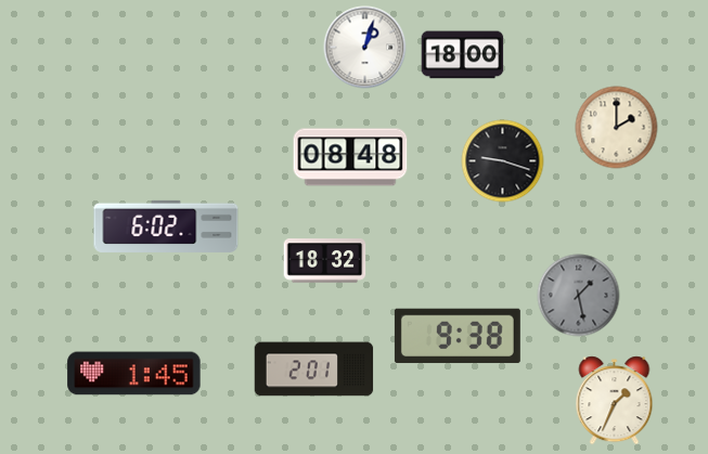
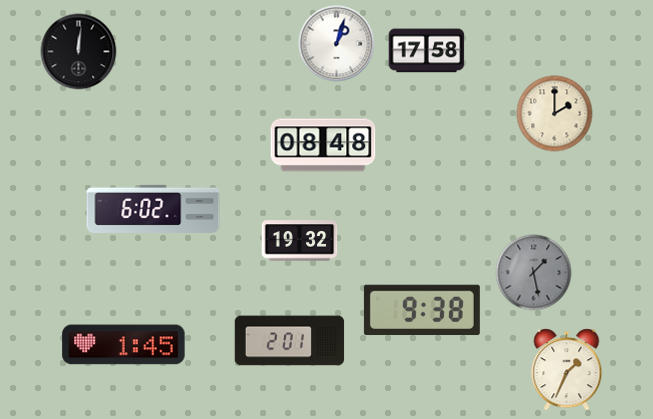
clock at (463, 55): 18:00 -> 17:58
clock at (79, 52): none -> 12:01
clock at (617, 128) position: (617, 128) -> (555, 114)
clock at (503, 161): 9:18 -> none
clock at (325, 261): 18:32 -> 19:32
